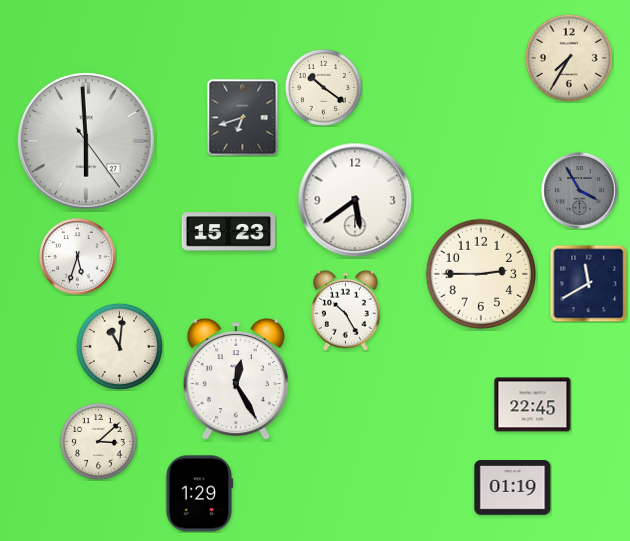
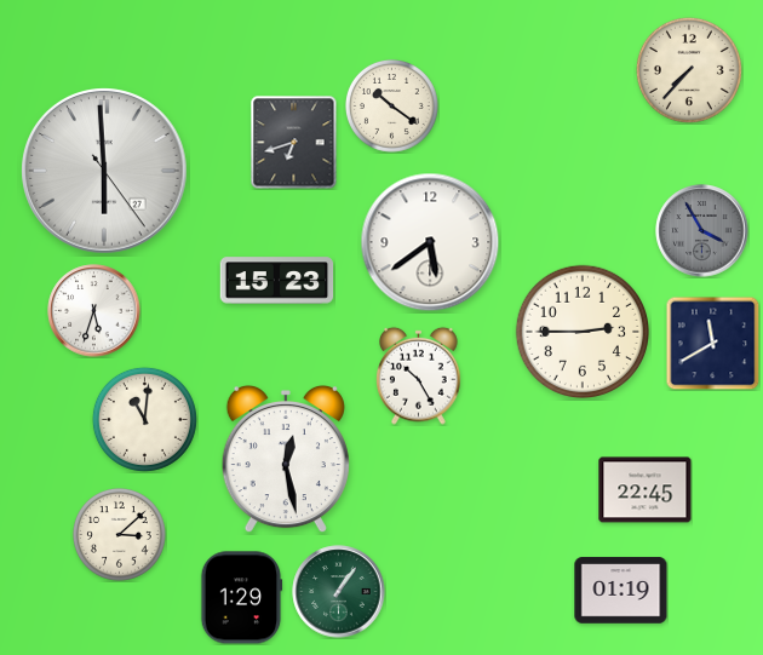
clock at (569, 58): 7:35 -> 7:37
clock at (236, 379): 12:25 -> 12:28
clock at (339, 592): none -> 1:06
